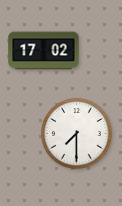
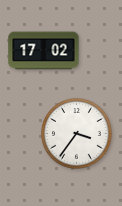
clock at (77, 134): 7:30 -> 3:36
